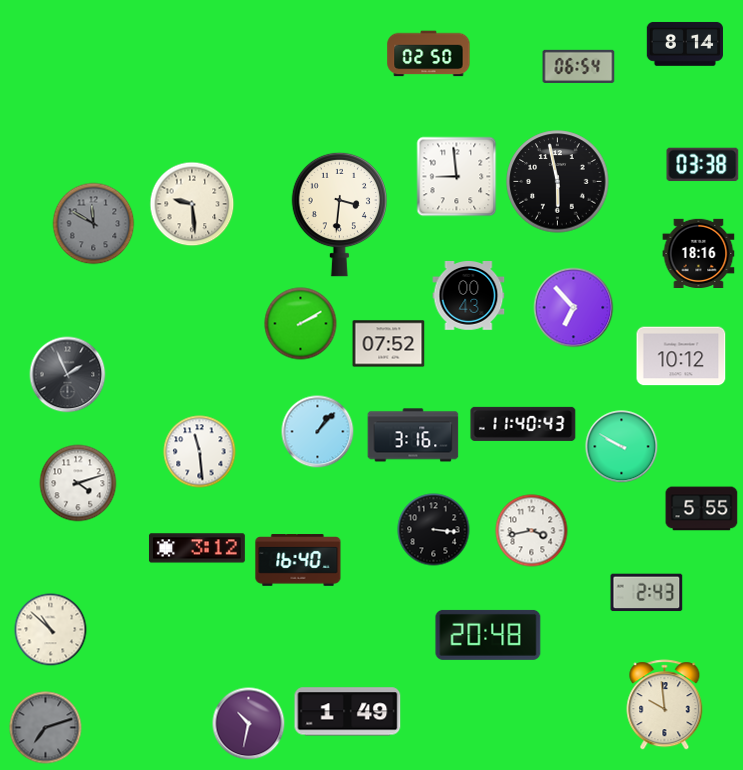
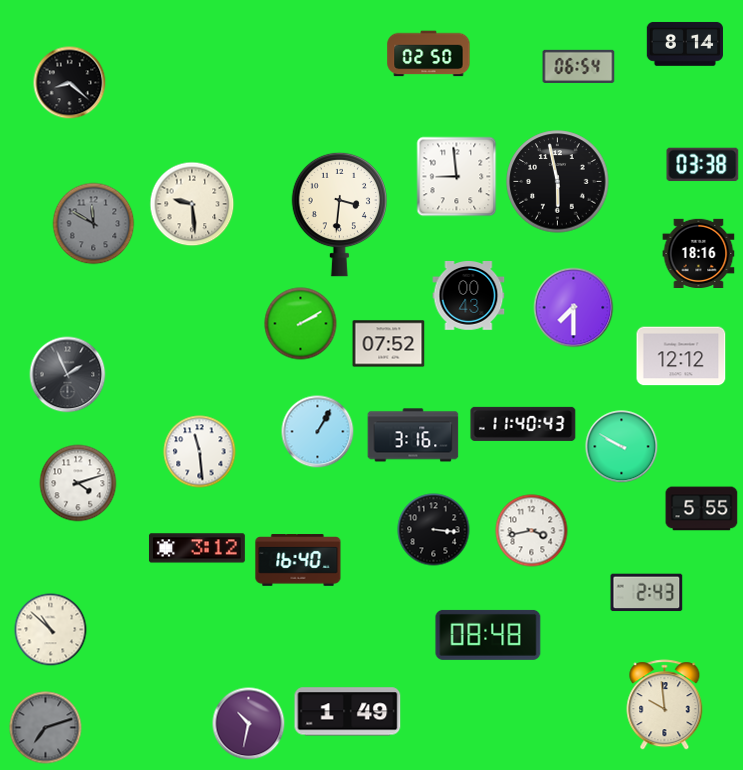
clock at (70, 83): none -> 8:22
clock at (574, 308): 6:53 -> 7:30
clock at (681, 356): 10:12 -> 12:12
clock at (318, 432): 1:07 -> 1:05
clock at (488, 635): 20:48 -> 08:48
